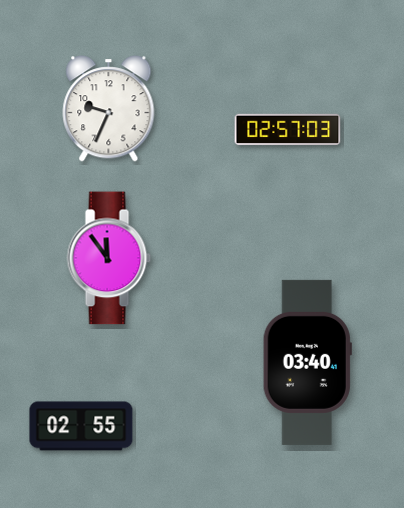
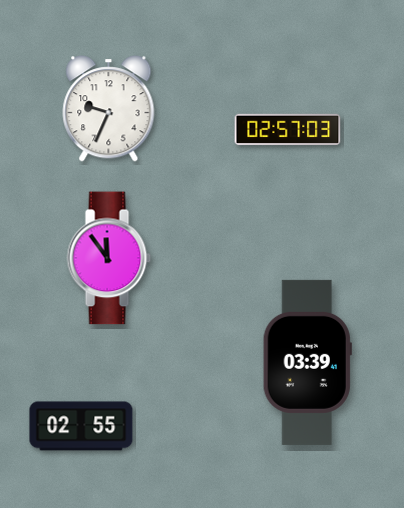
clock at (307, 362): 03:40 -> 03:39
